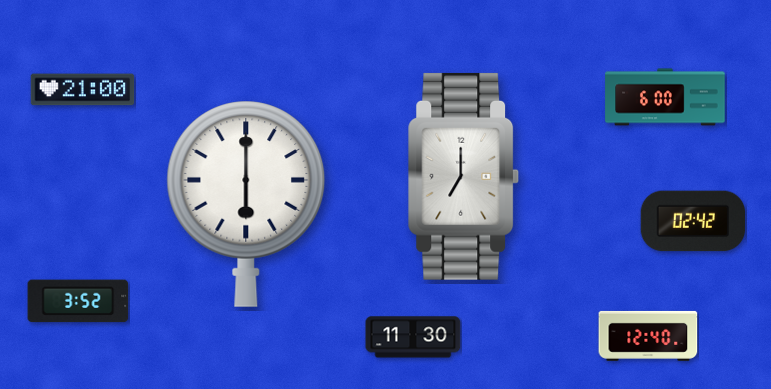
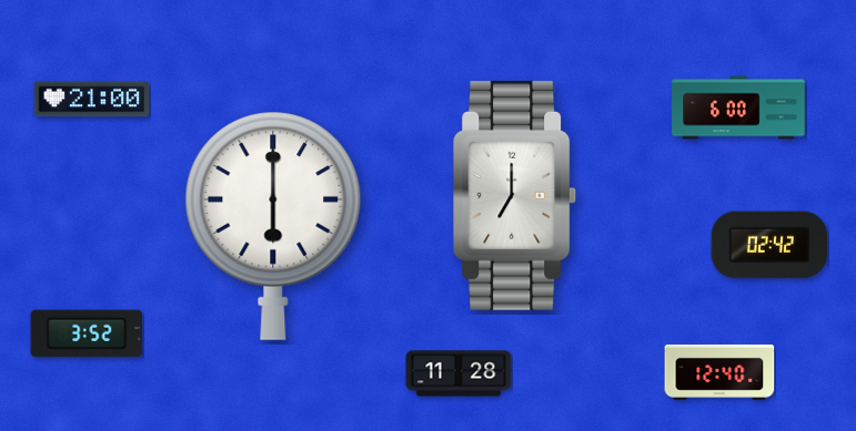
clock at (413, 337): 11:30 -> 11:28
